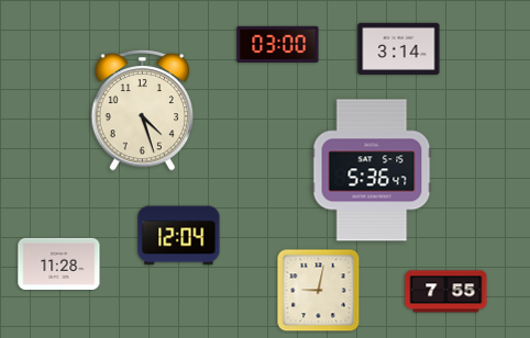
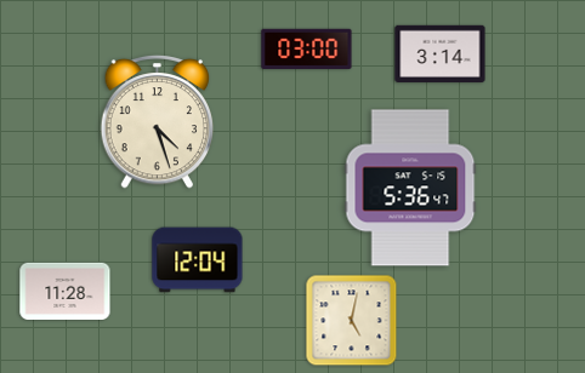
clock at (319, 291): 9:02 -> 5:02
clock at (446, 292): 7:55 -> none
